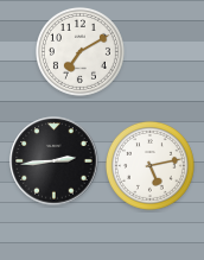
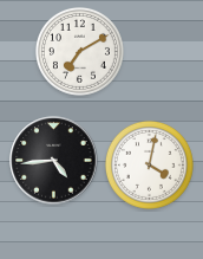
clock at (55, 161): 2:44 -> 4:44
clock at (149, 165): 5:13 -> 4:02
